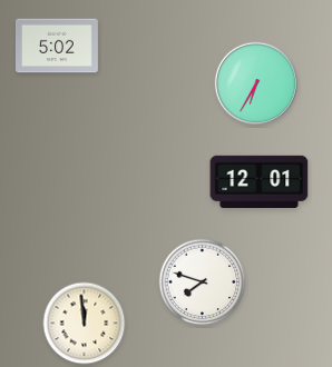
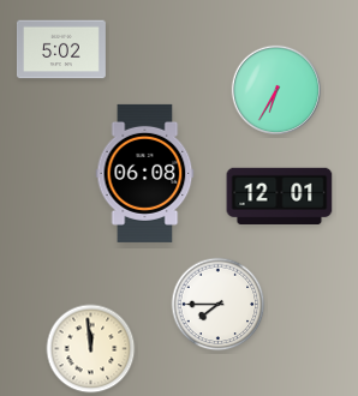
clock at (145, 173): none -> 06:08
clock at (203, 282): 7:48 -> 7:45
